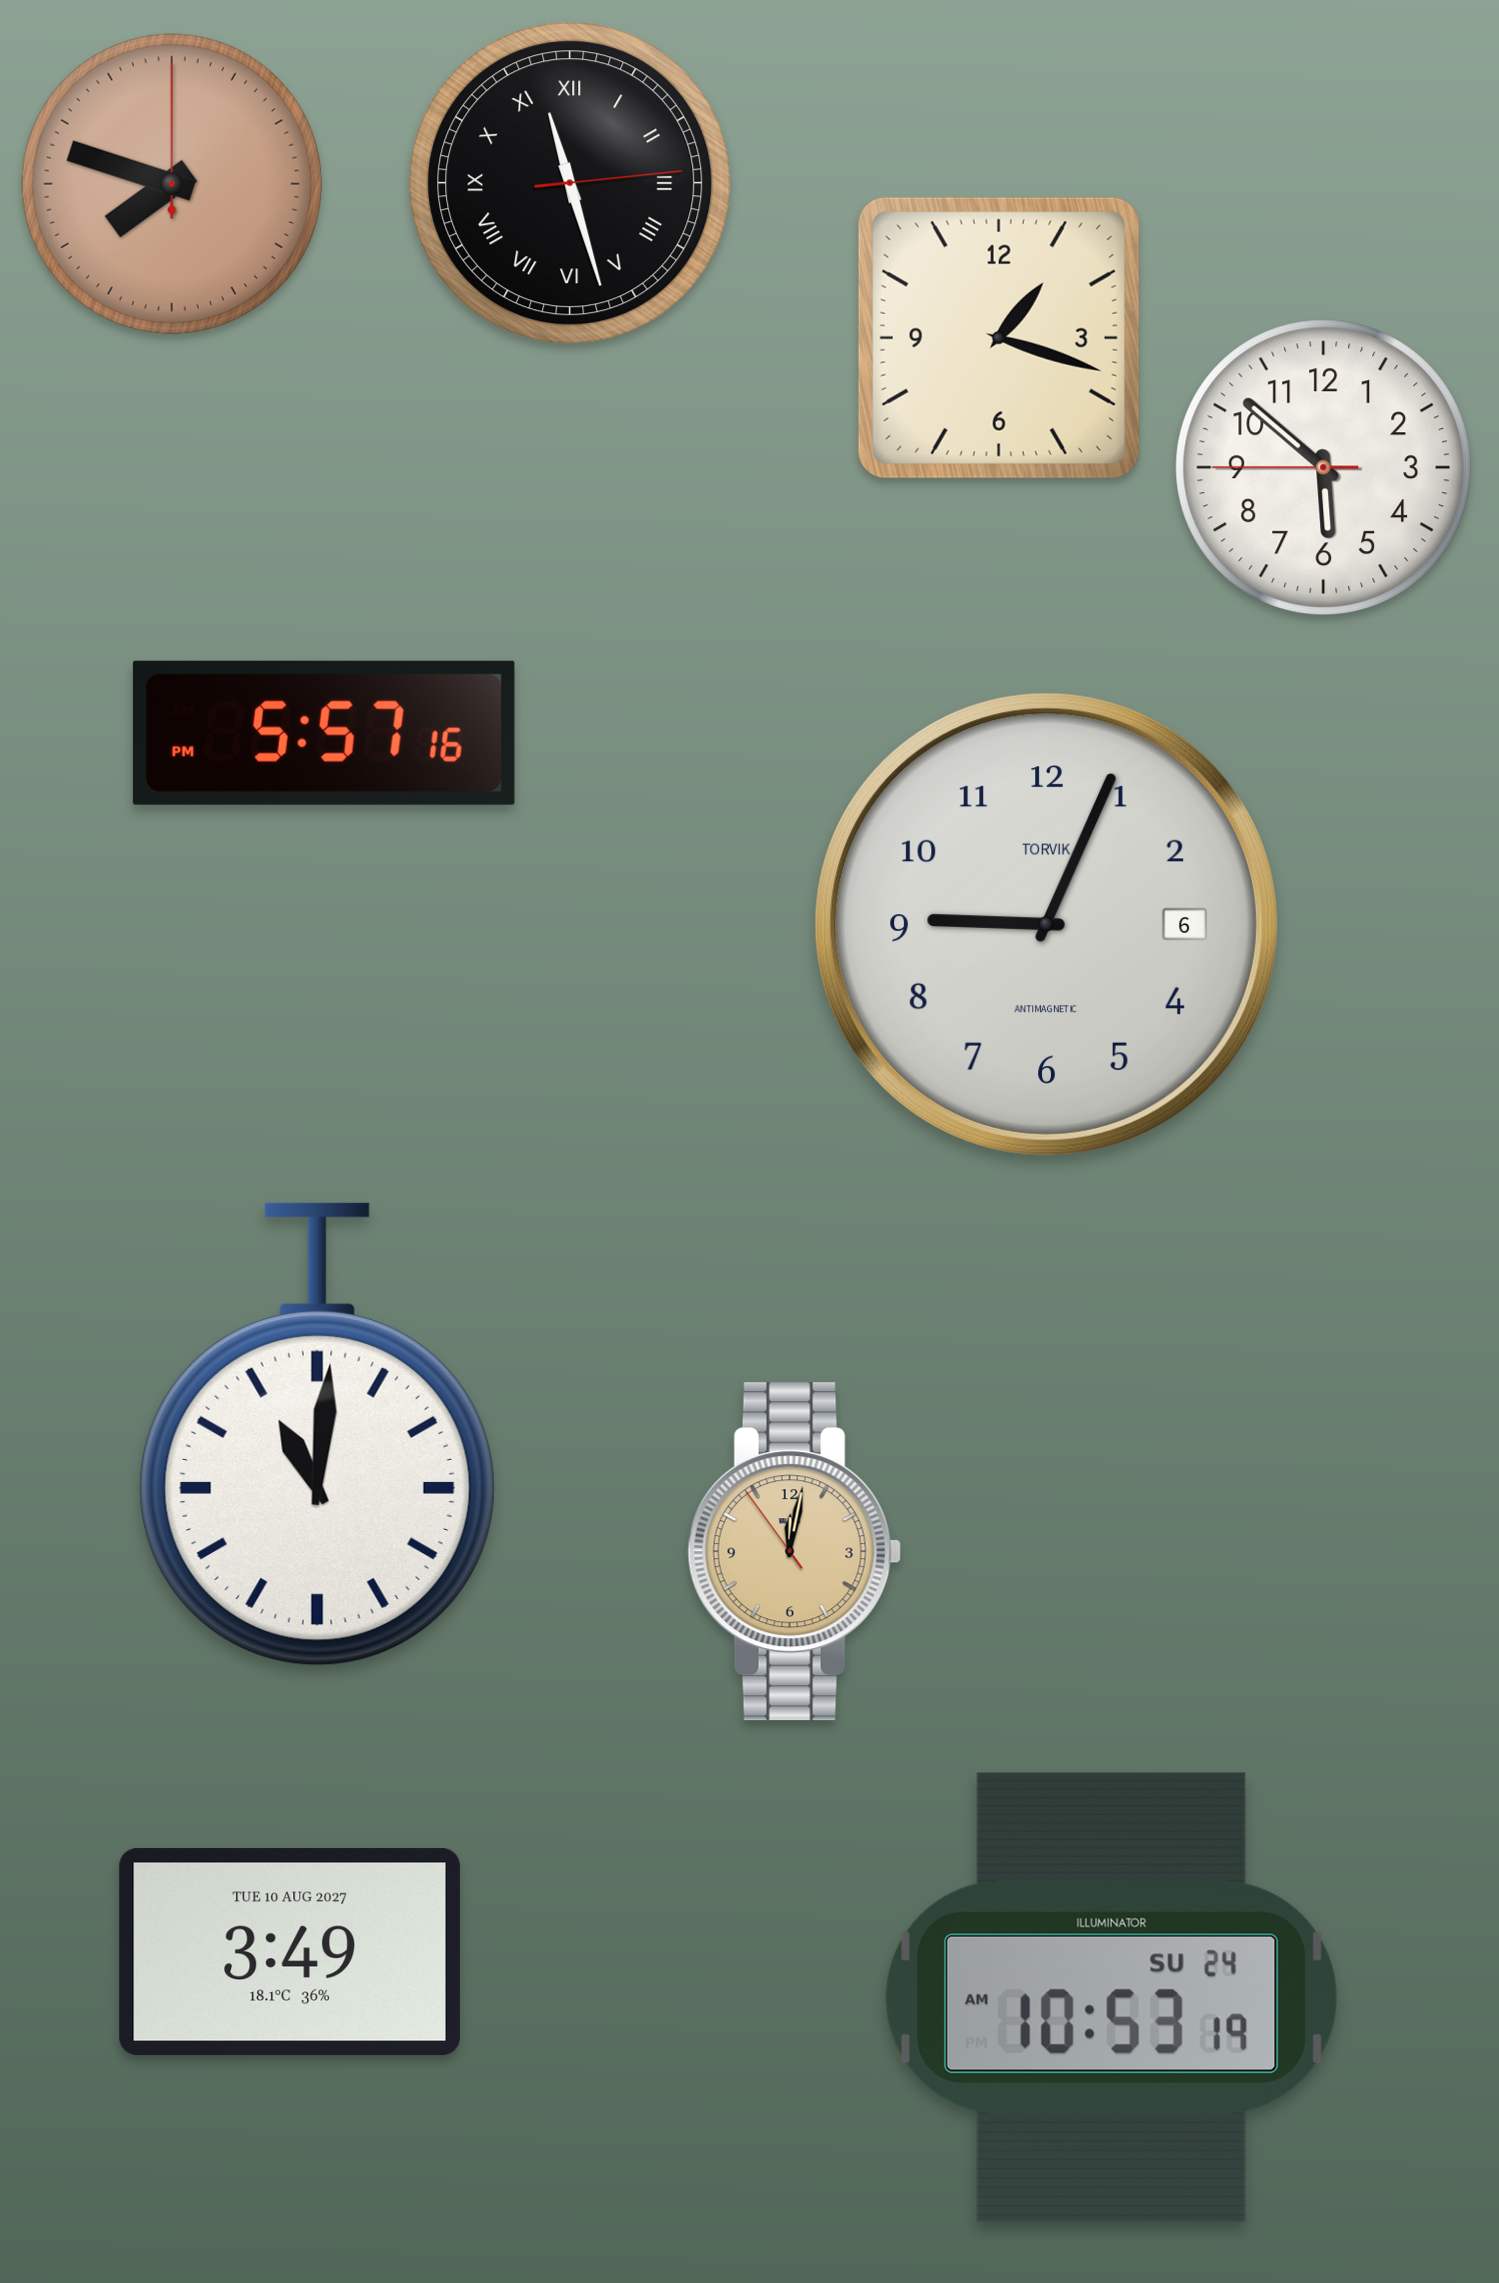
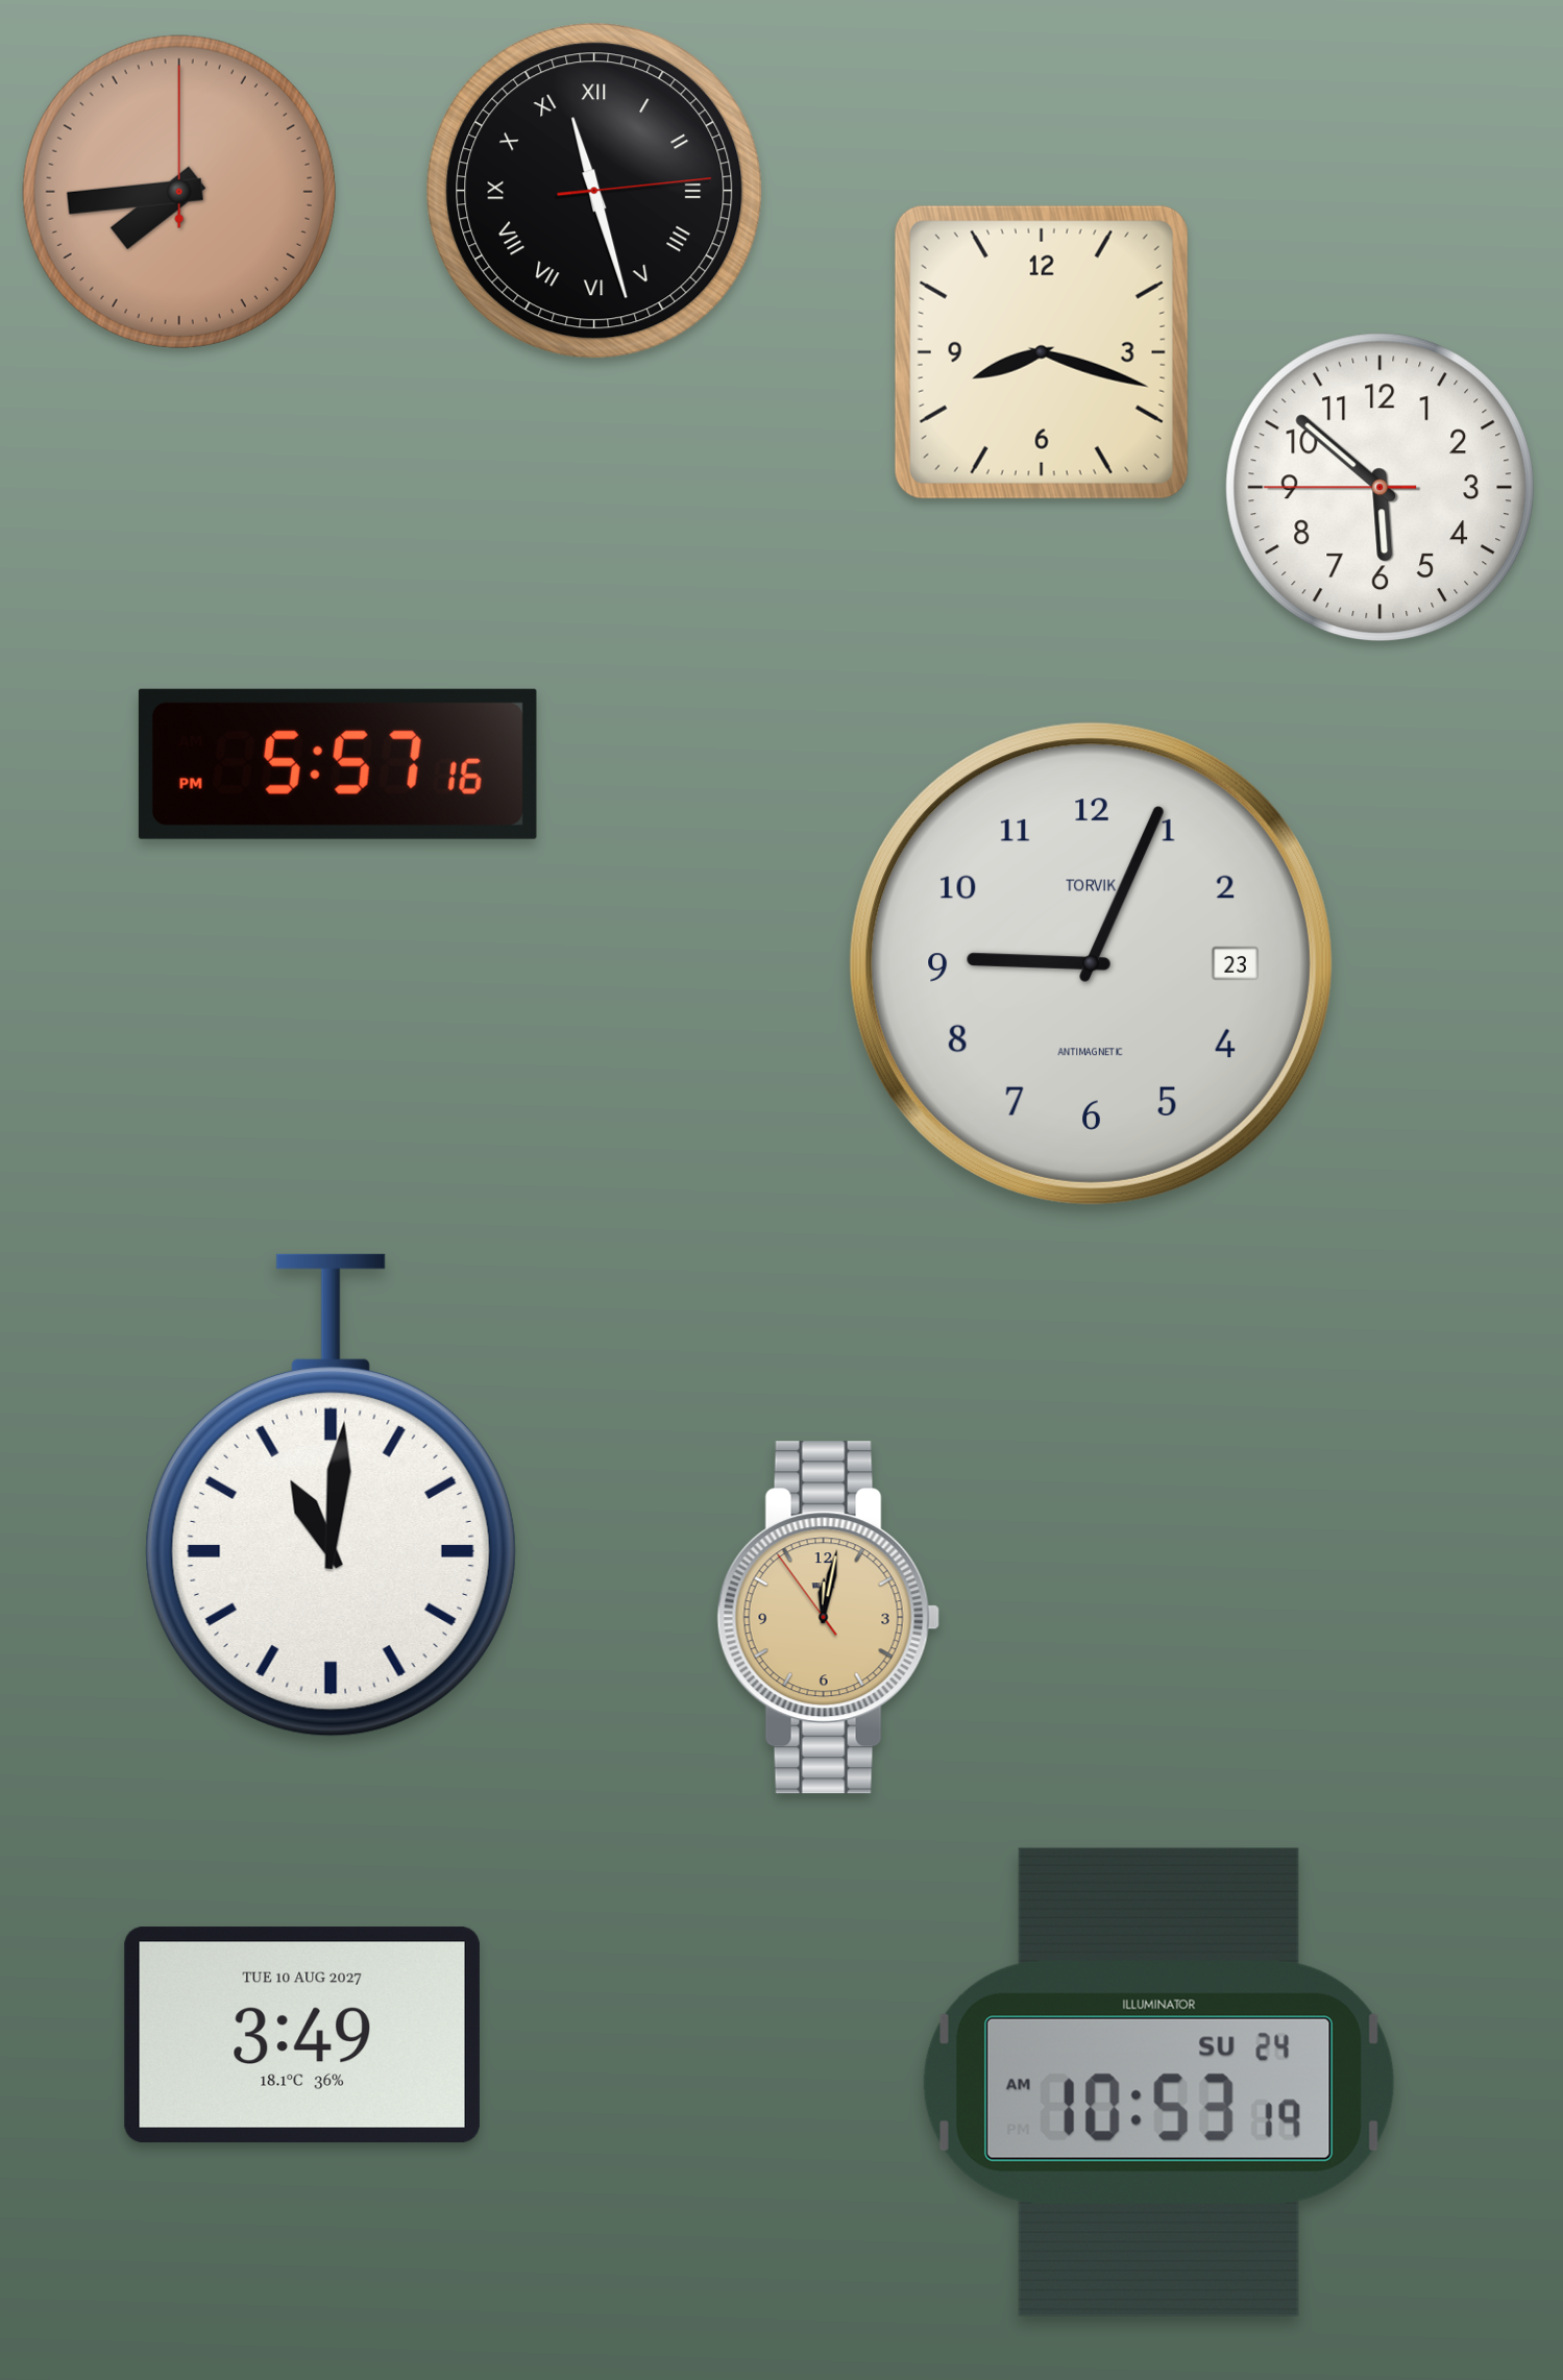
clock at (172, 184): 7:48 -> 7:44
clock at (999, 338): 1:18 -> 8:18
clock at (1046, 924) date: 6 -> 23
